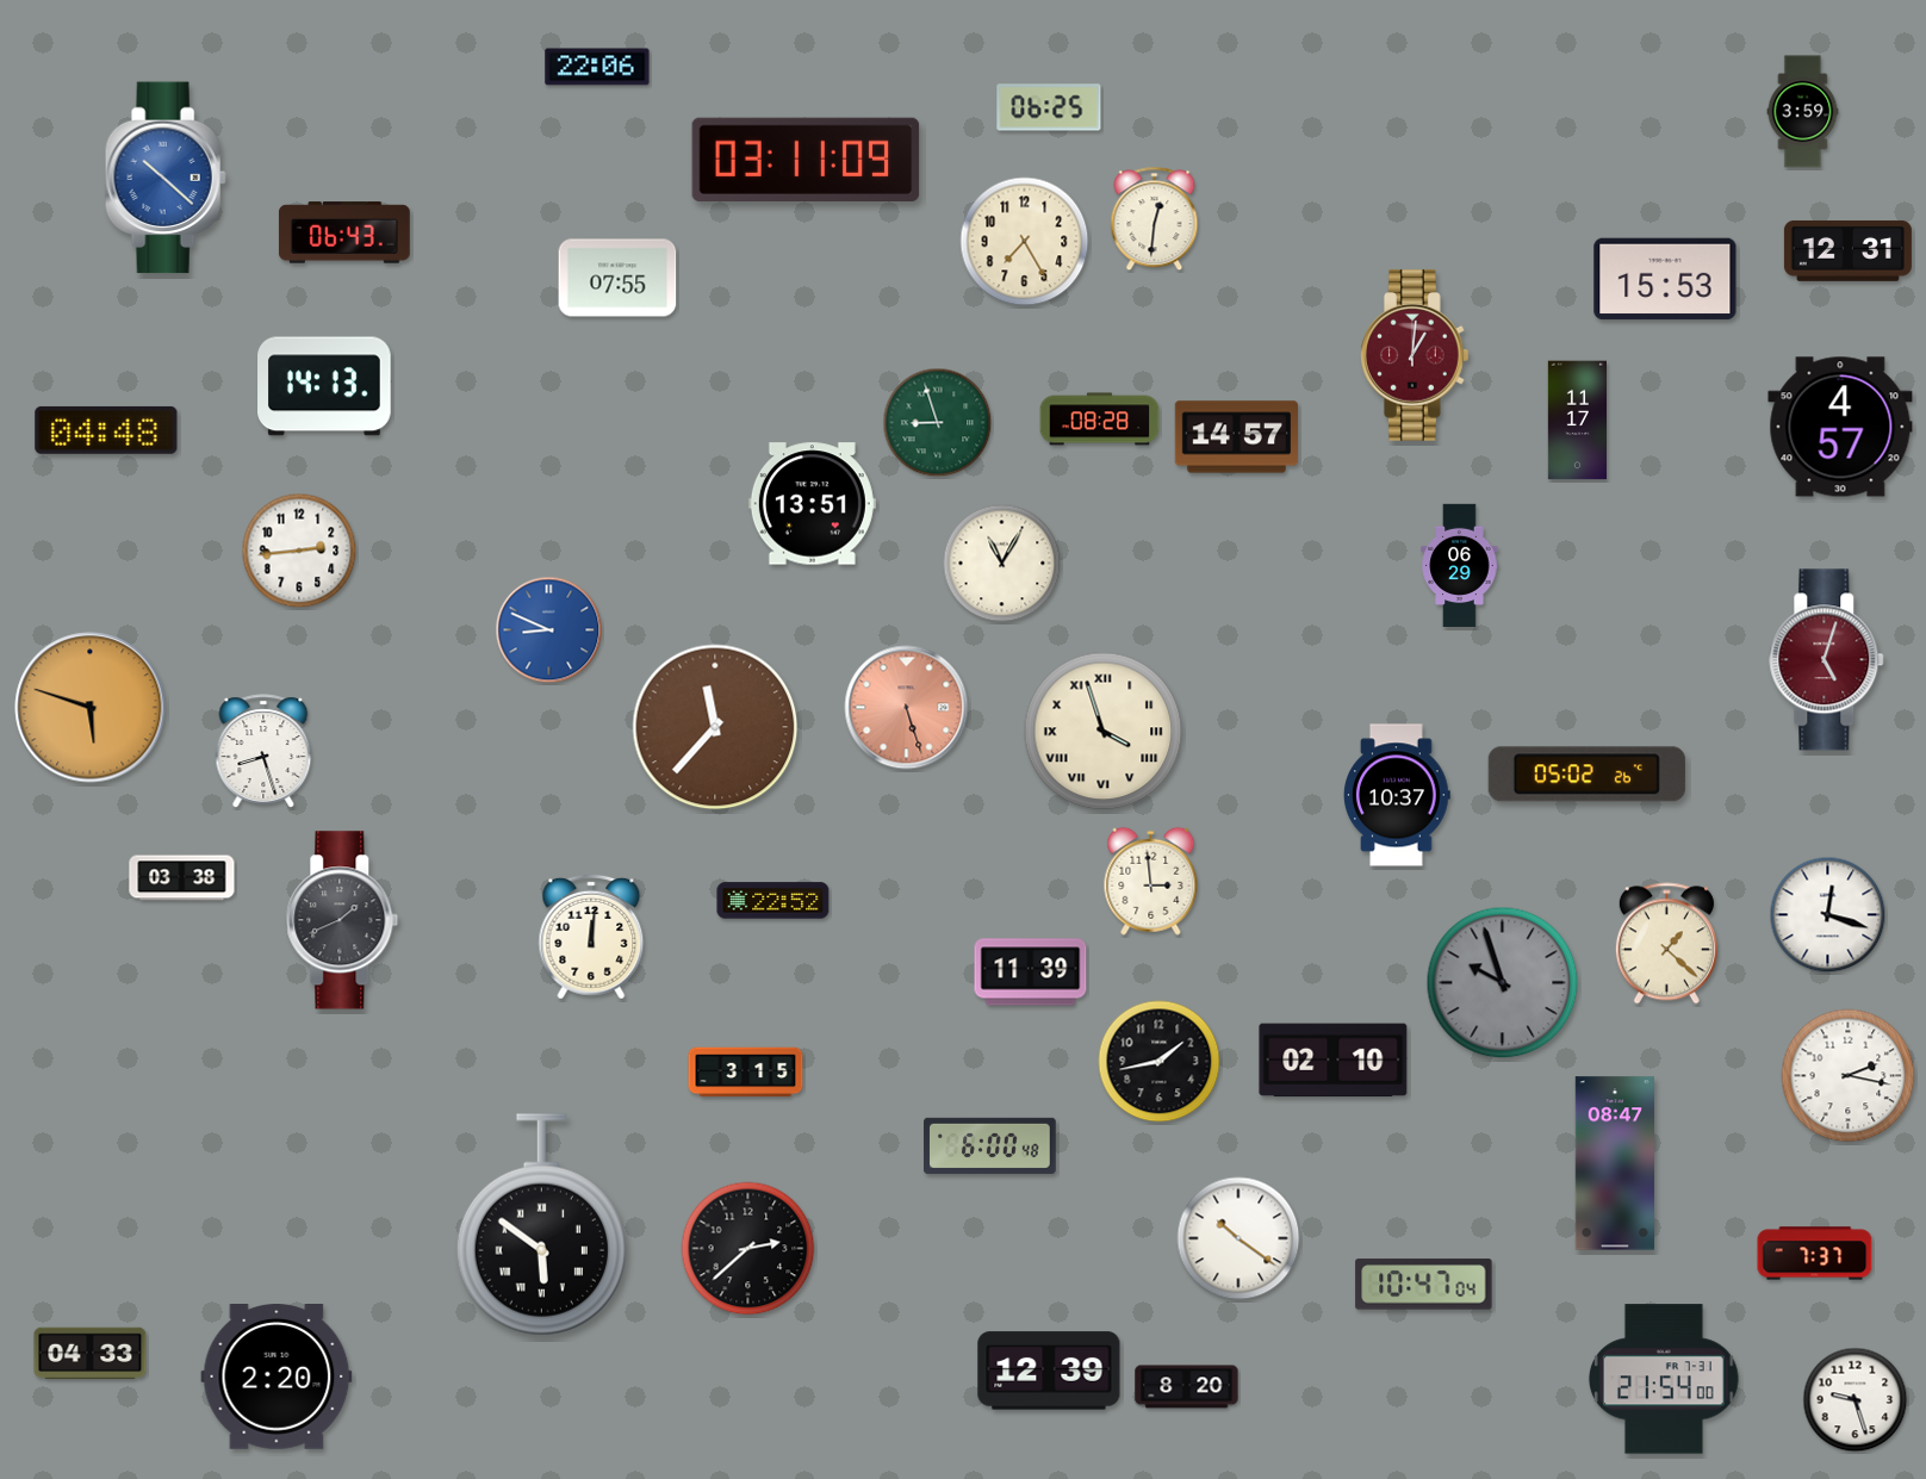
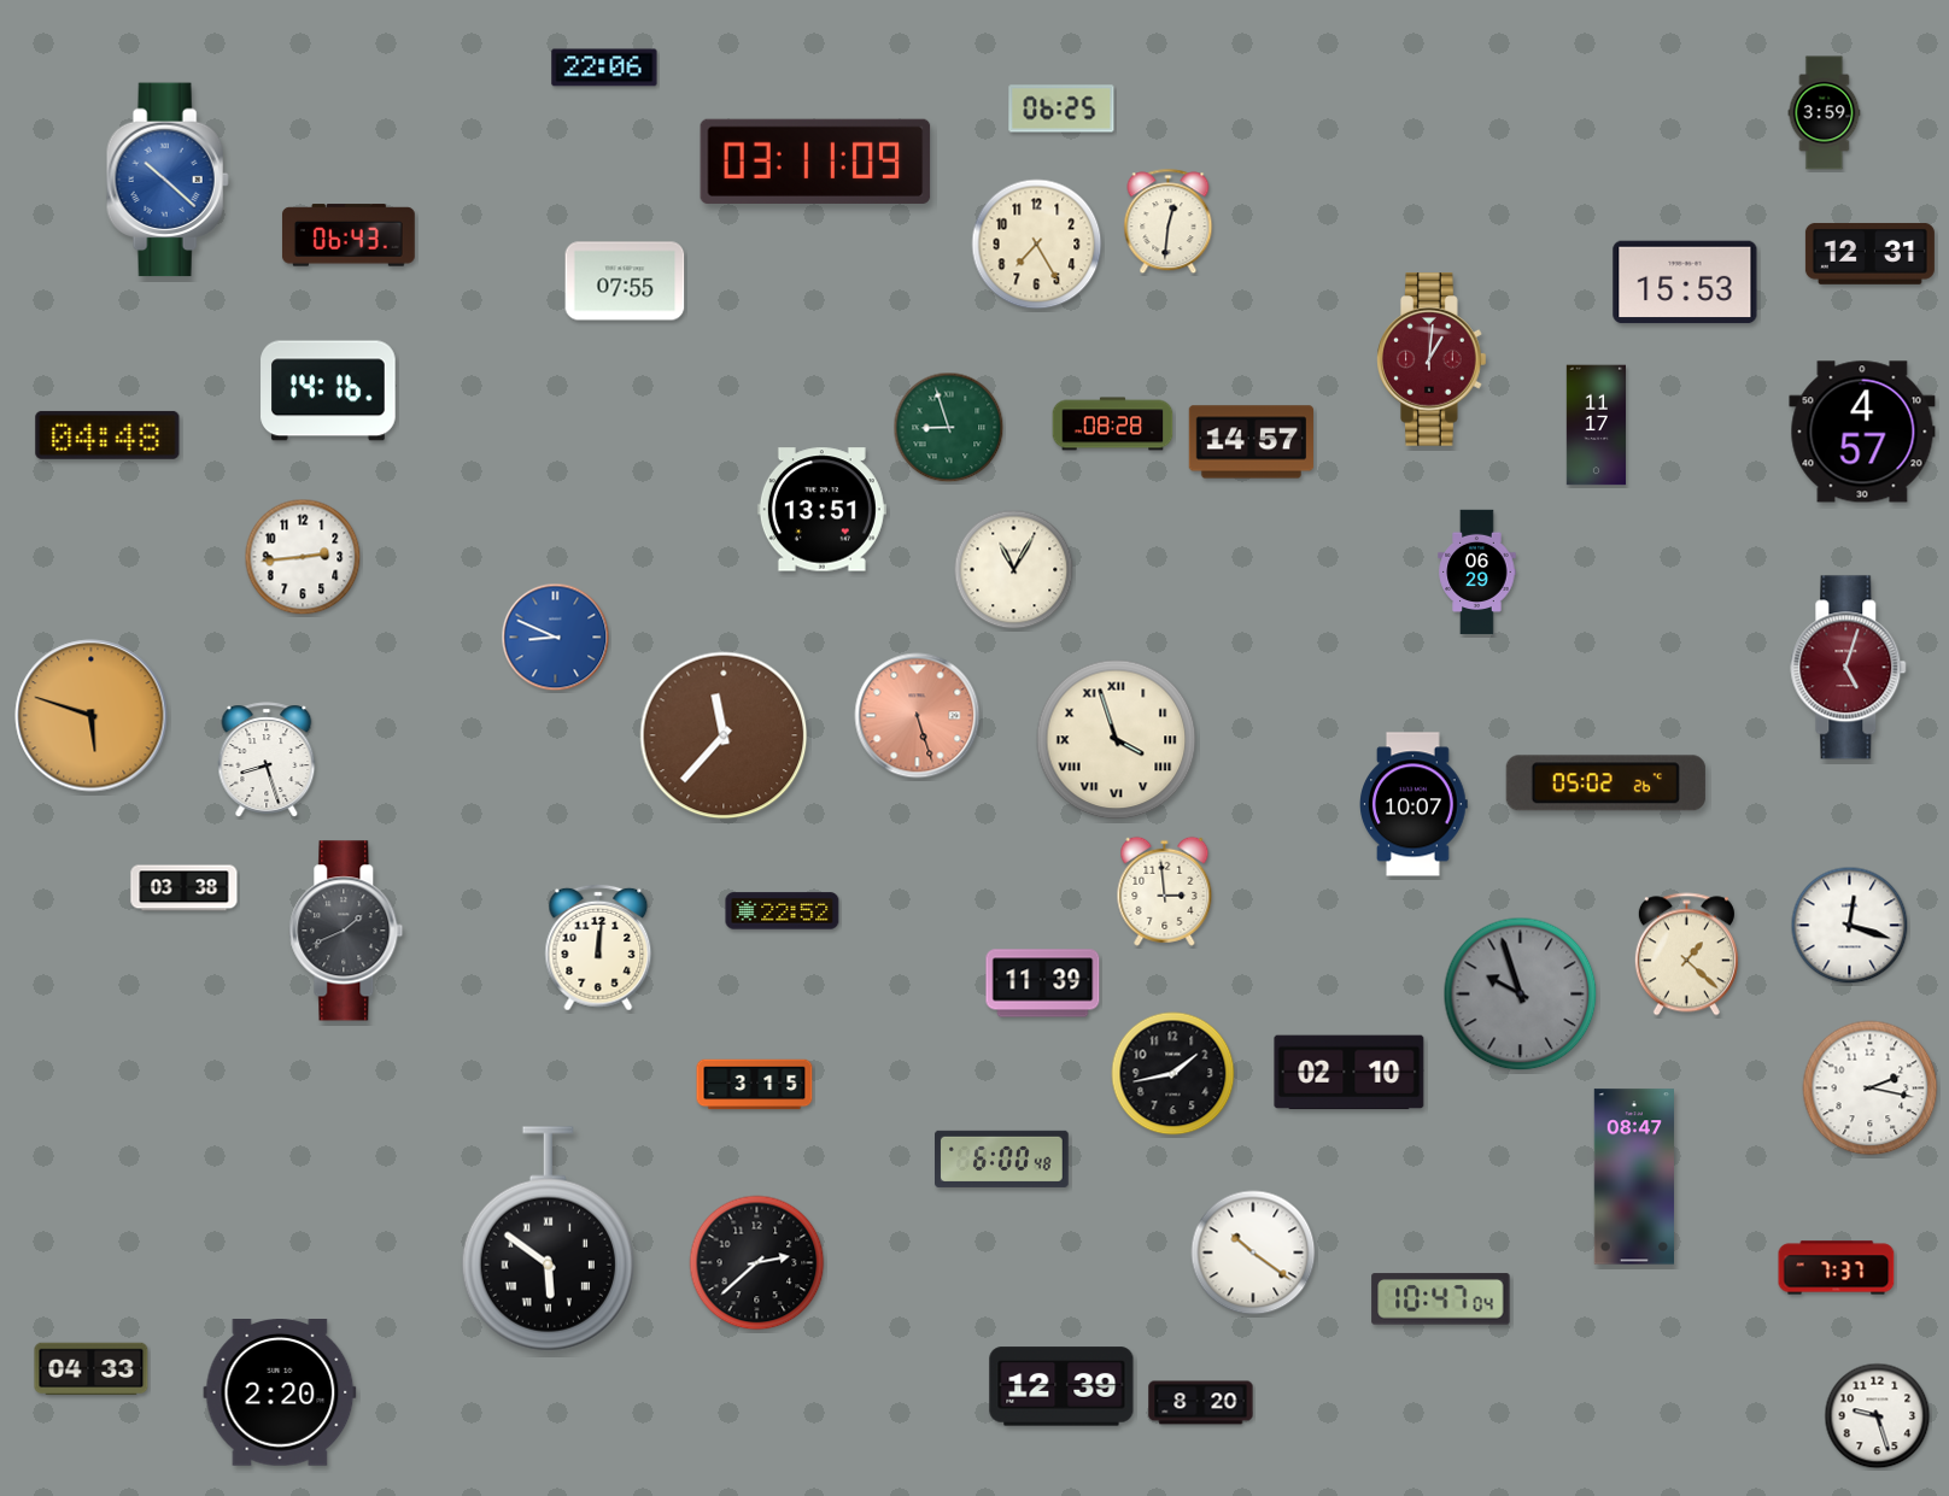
clock at (324, 386): 14:13 -> 14:16
clock at (1398, 795): 10:37 -> 10:07
clock at (1664, 1379): 21:54 -> none
